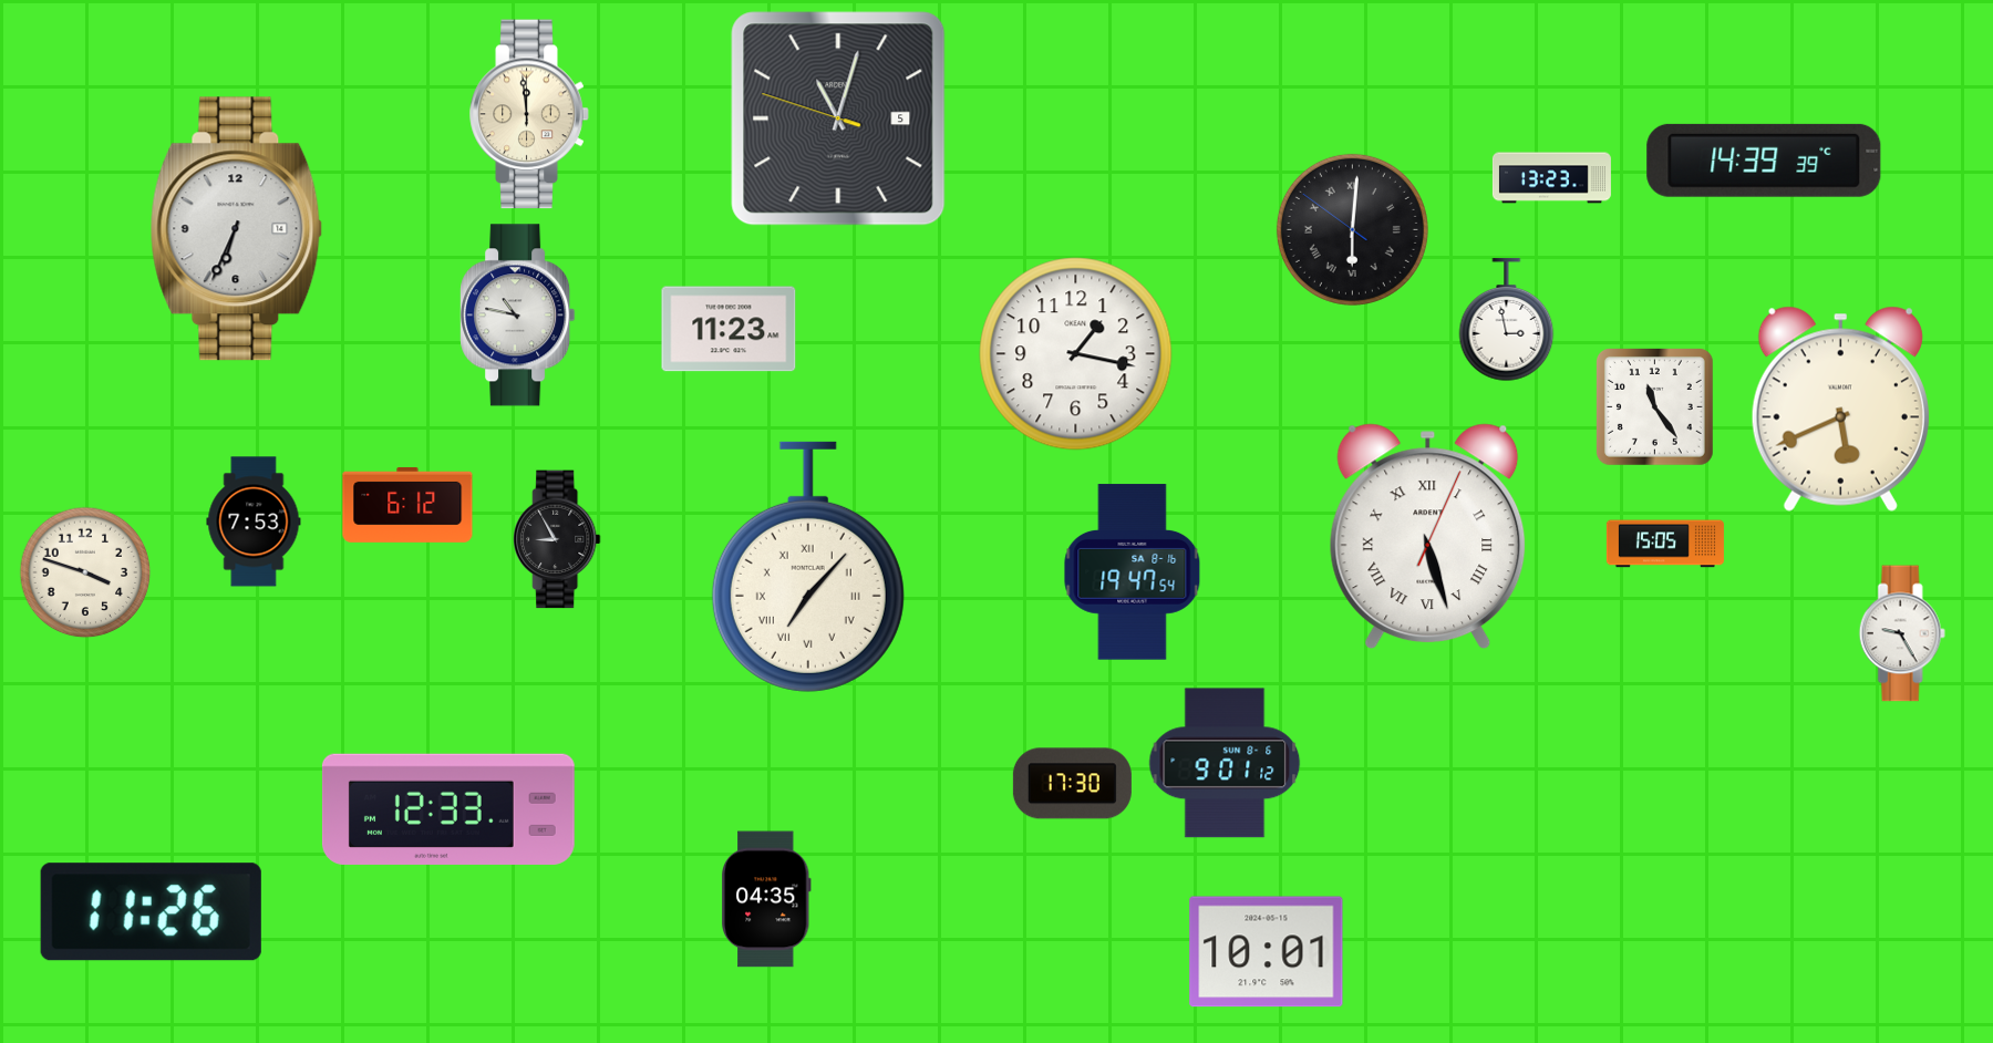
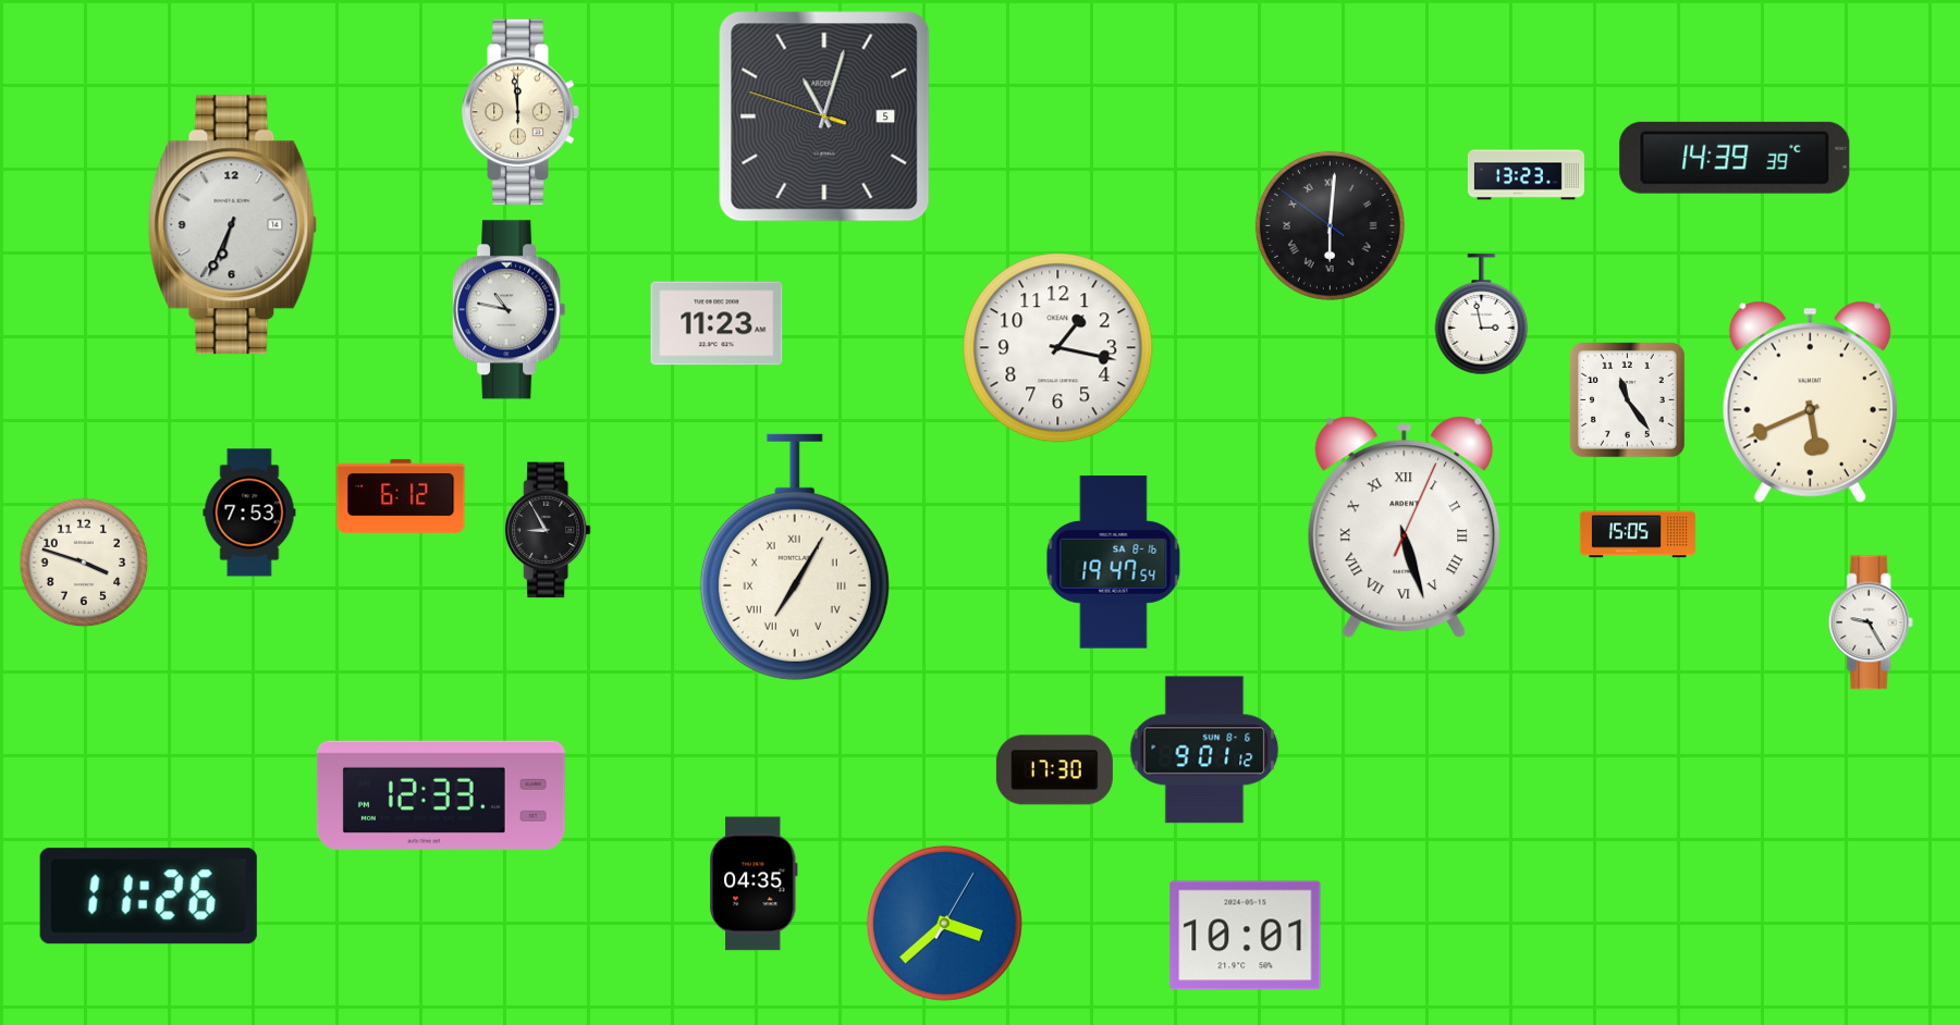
clock at (808, 567): 7:07 -> 7:05
clock at (944, 923): none -> 3:38
